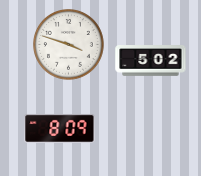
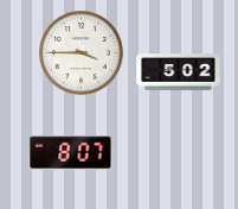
clock at (69, 45): 3:48 -> 3:45
clock at (60, 128): 8:09 -> 8:07
